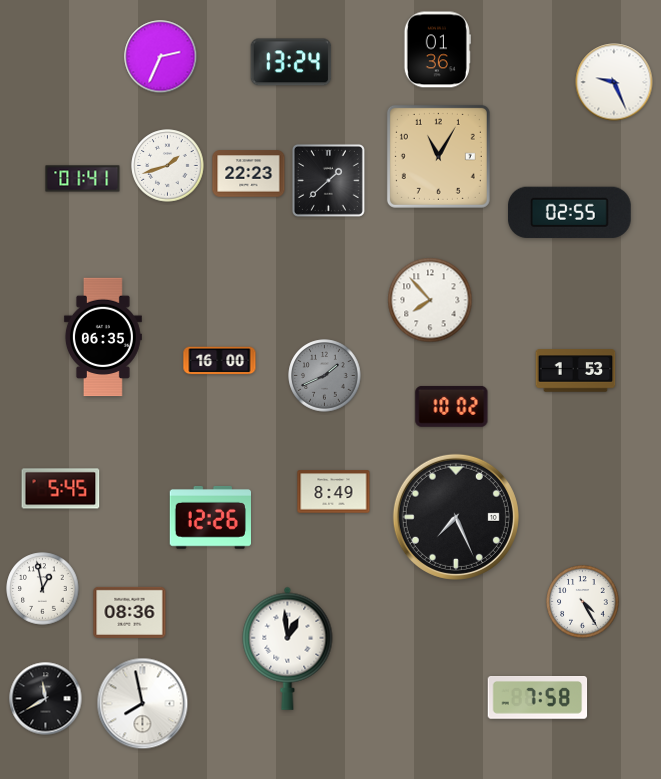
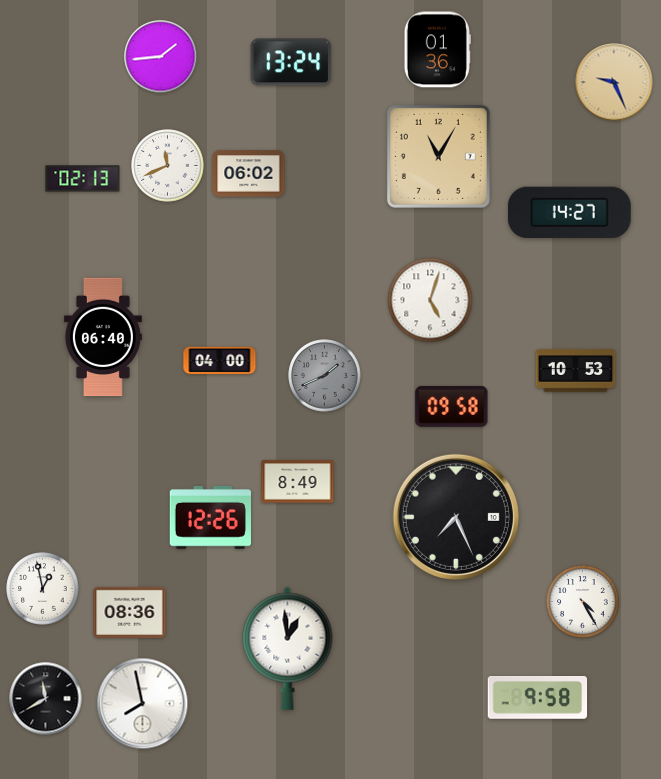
clock at (161, 57): 2:34 -> 1:44
clock at (614, 82) dial: white -> champagne
clock at (168, 166): 1:42 -> 11:41
clock at (249, 174): 22:23 -> 06:02
clock at (83, 179): 01:41 -> 02:13
clock at (328, 180): 1:38 -> none
clock at (569, 213): 02:55 -> 14:27
clock at (430, 300): 7:53 -> 5:03
clock at (103, 337): 06:35 -> 06:40
clock at (220, 361): 16:00 -> 04:00
clock at (576, 371): 1:53 -> 10:53
clock at (452, 406): 10:02 -> 09:58
clock at (61, 489): 5:45 -> none
clock at (334, 492) position: (334, 492) -> (298, 482)
clock at (538, 698): 7:58 -> 9:58
